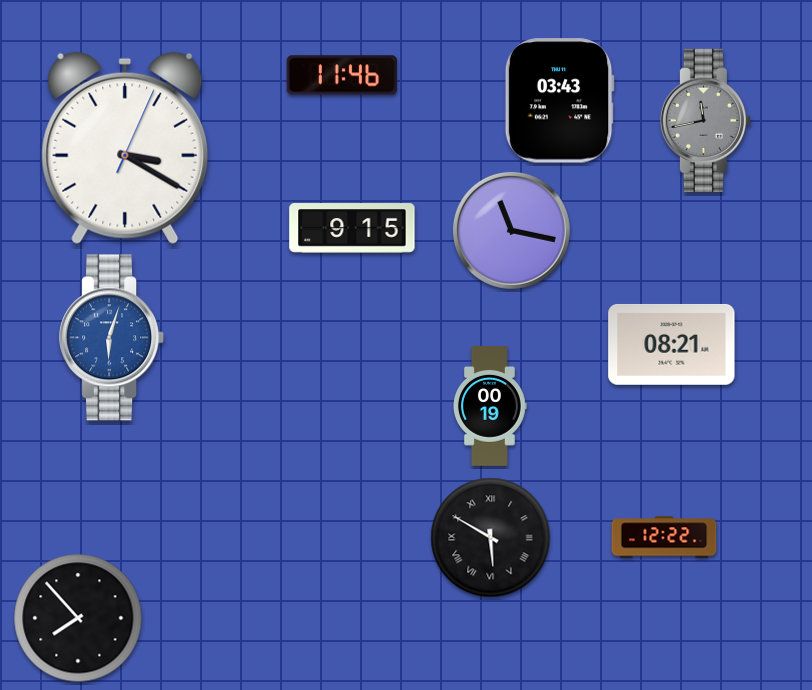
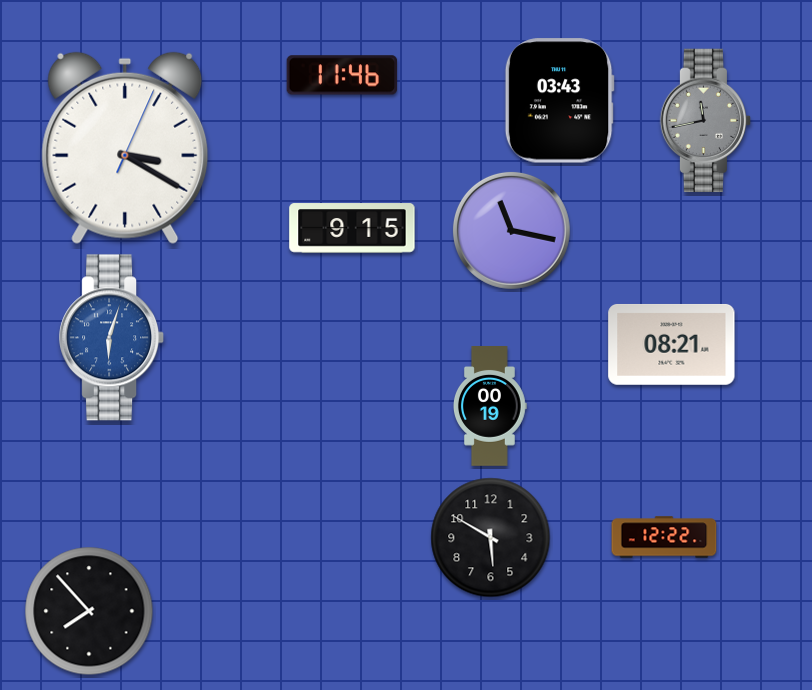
clock at (491, 538) numerals: Roman -> Arabic
clock at (78, 618) position: (78, 618) -> (89, 611)
